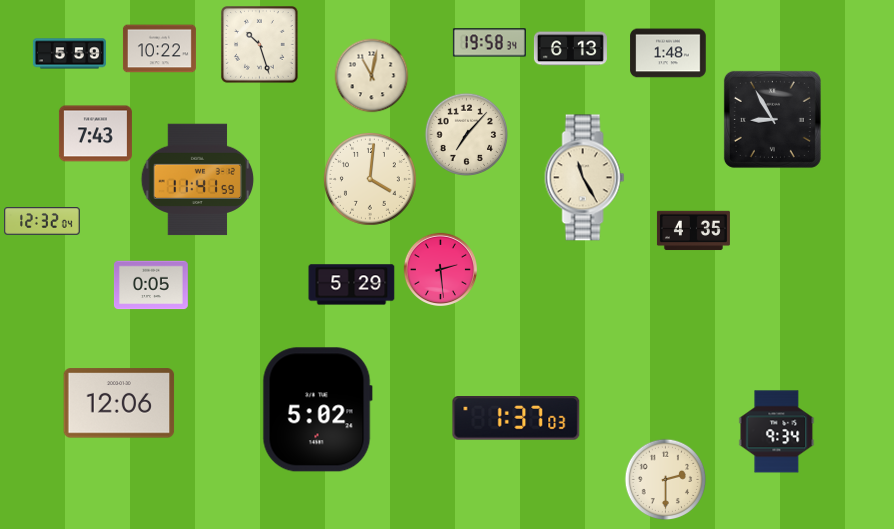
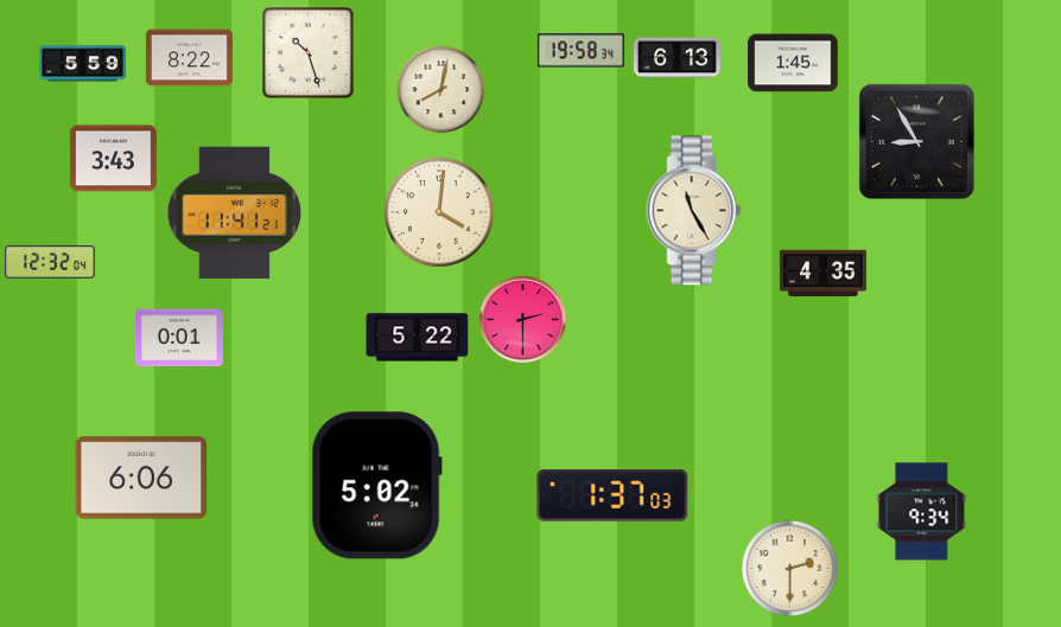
clock at (159, 49): 10:22 -> 8:22
clock at (668, 53): 1:48 -> 1:45
clock at (372, 76): 11:02 -> 8:02
clock at (95, 134): 7:43 -> 3:43
clock at (466, 134): 7:07 -> none
clock at (198, 180): 11:41:59 -> 11:41:21
clock at (440, 269): 2:29 -> 2:30
clock at (151, 285): 0:05 -> 0:01
clock at (352, 285): 5:29 -> 5:22
clock at (119, 403): 12:06 -> 6:06
